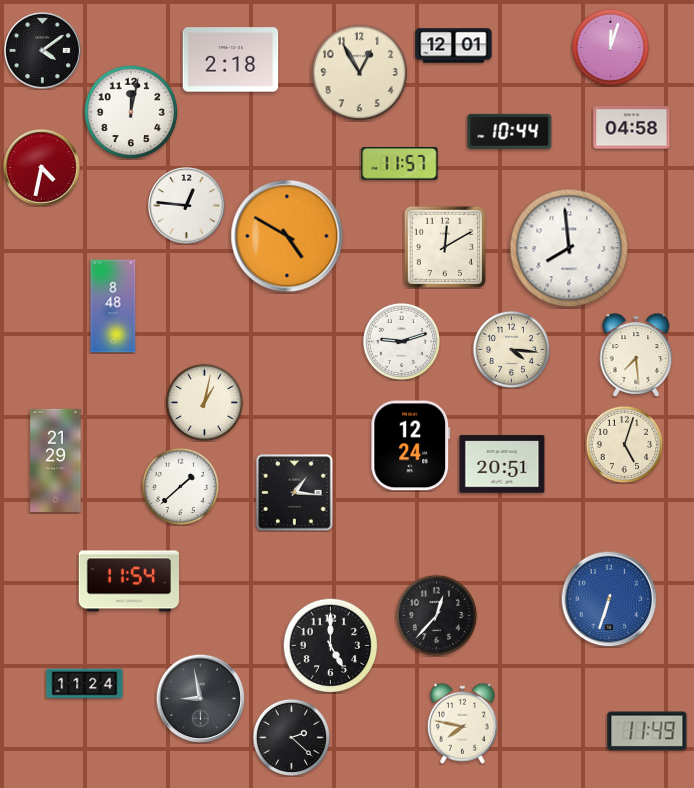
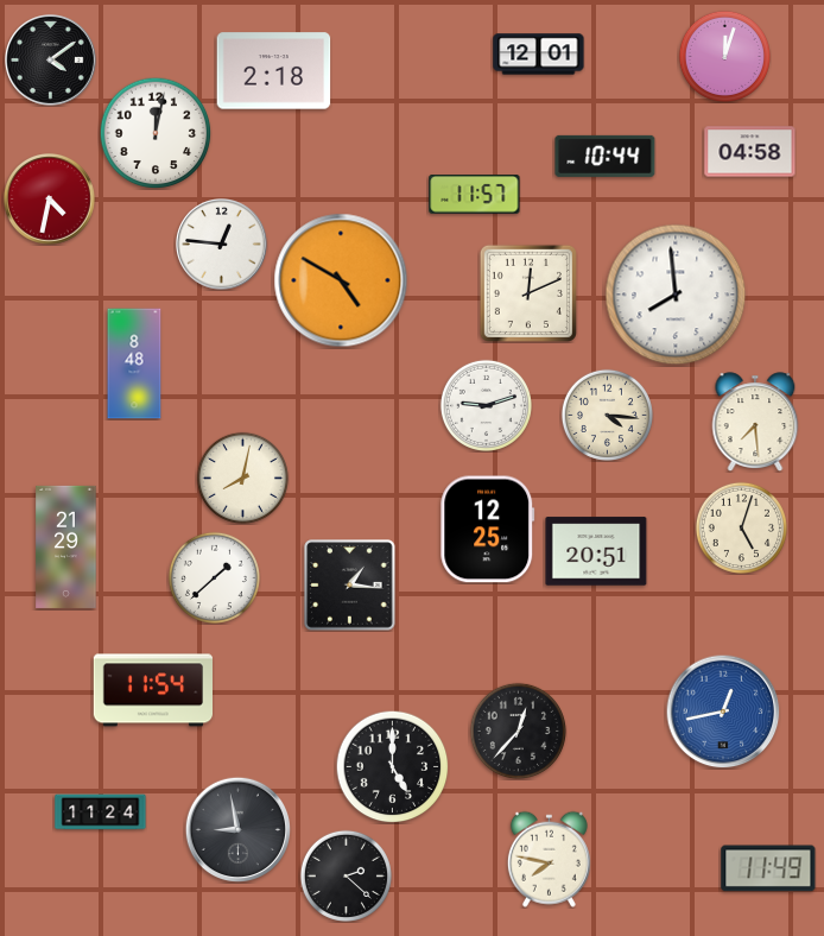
clock at (359, 72): 12:55 -> none
clock at (445, 247): 12:10 -> 12:11
clock at (401, 341) position: (401, 341) -> (486, 405)
clock at (204, 402): 1:02 -> 8:02
clock at (411, 446): 12:24 -> 12:25
clock at (609, 599): 6:33 -> 12:43
